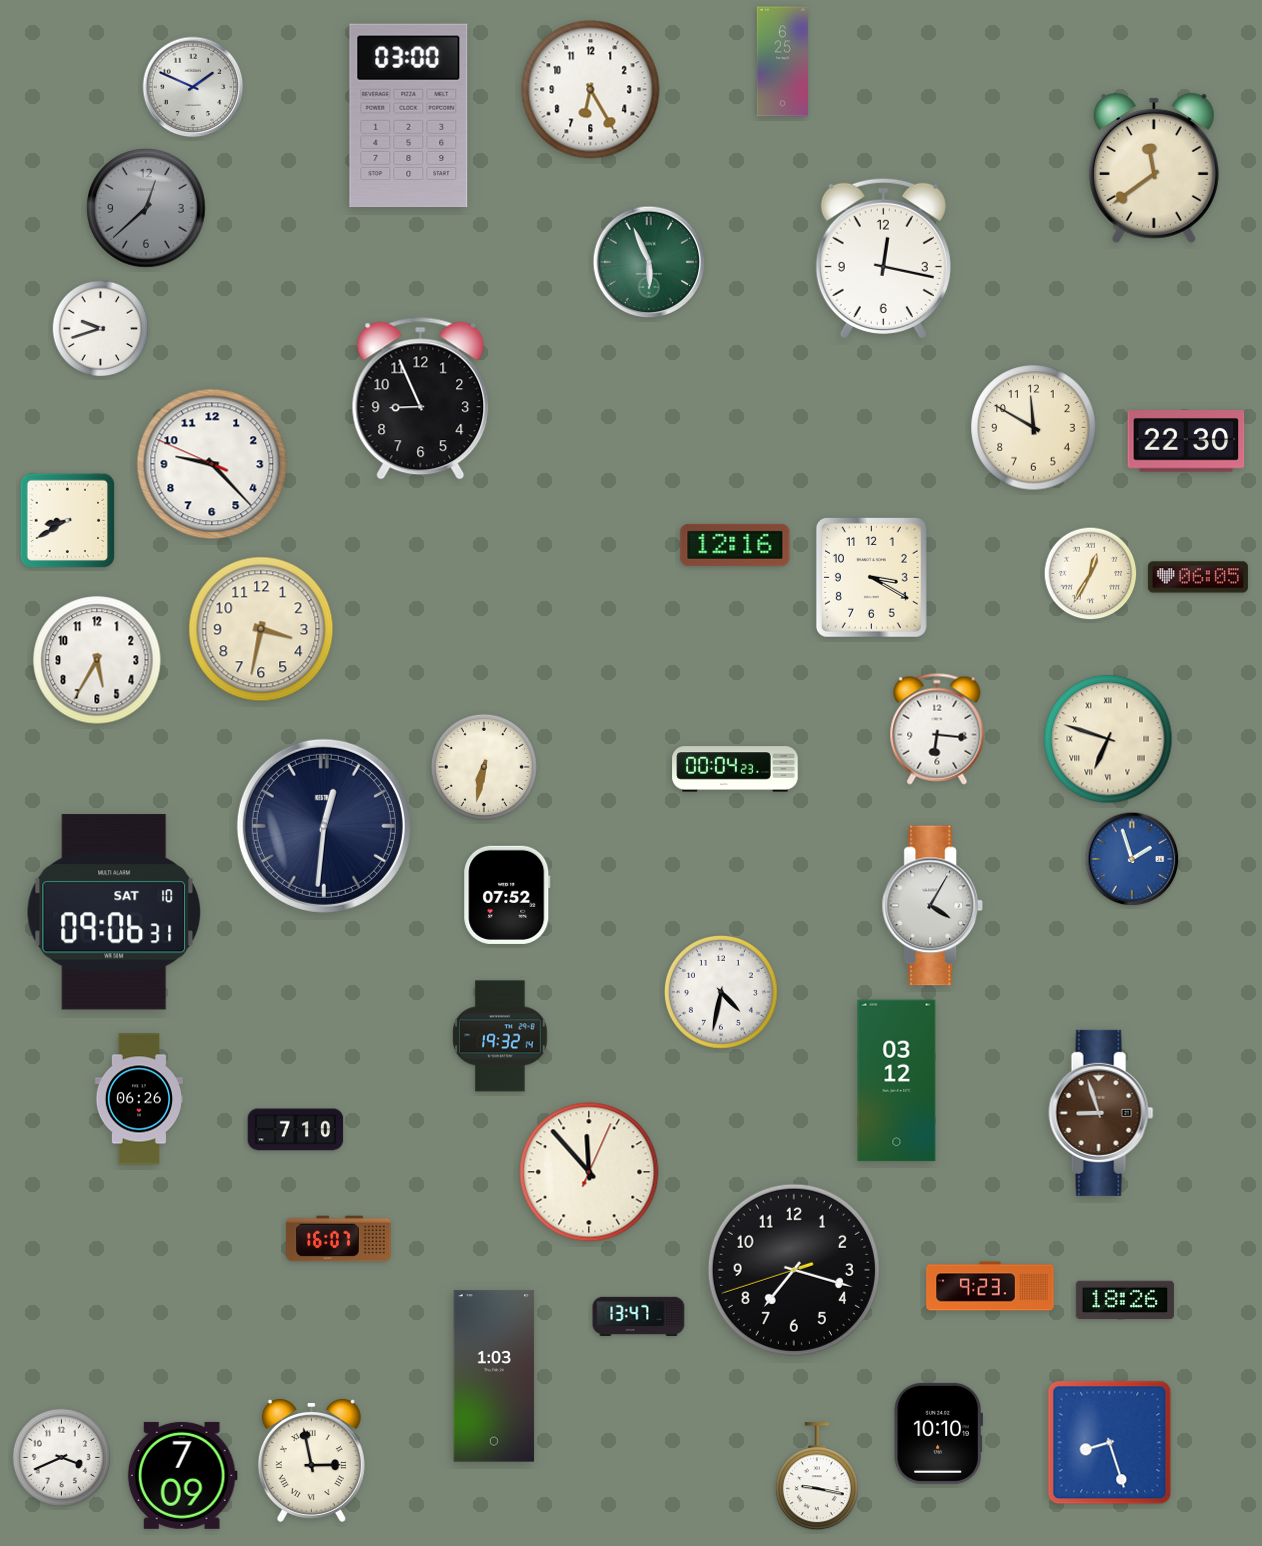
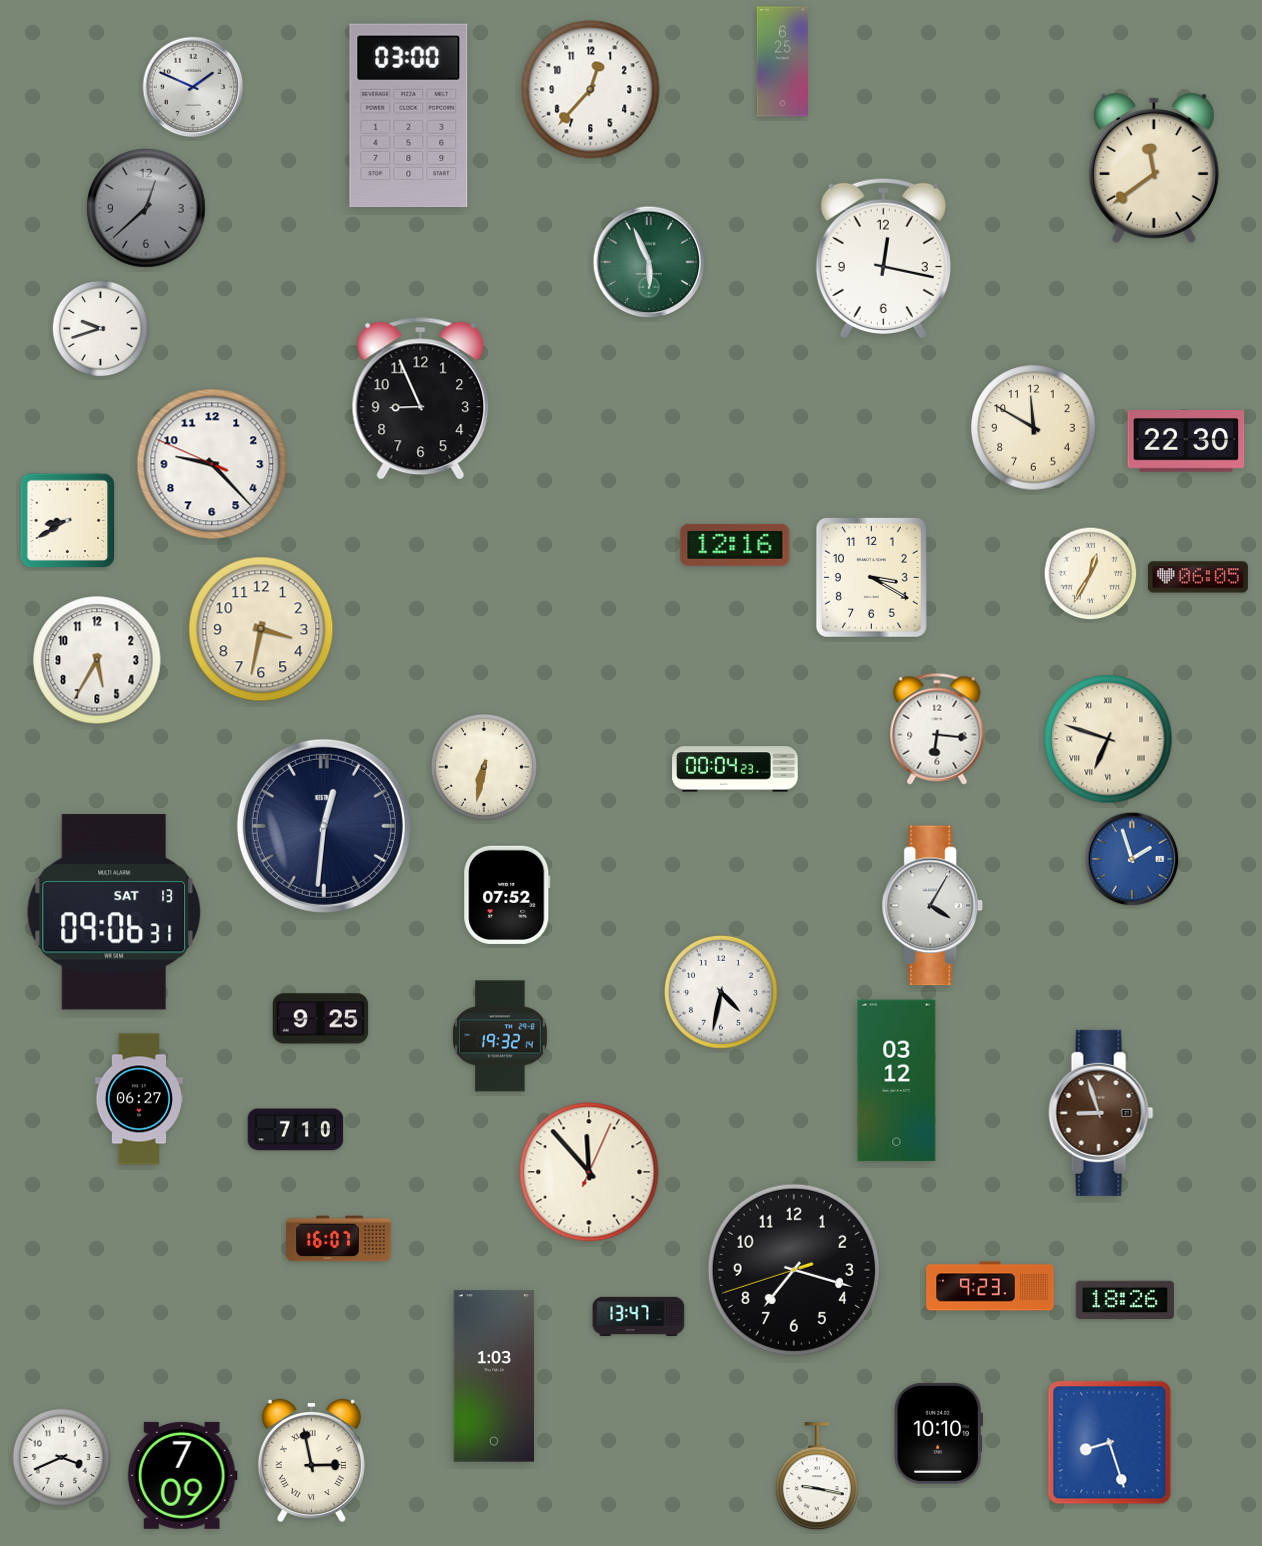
clock at (591, 90): 6:25 -> 12:37
clock at (114, 912) date: SAT 10 -> SAT 13
clock at (321, 1019): none -> 9:25
clock at (138, 1099): 06:26 -> 06:27
